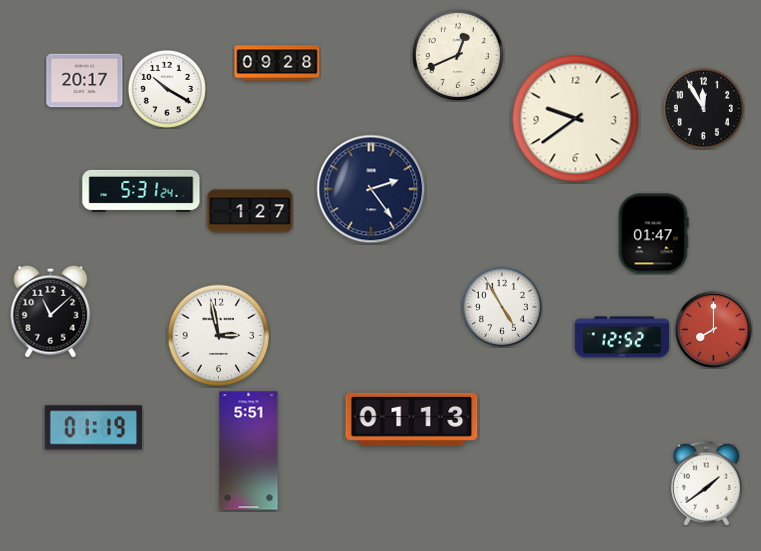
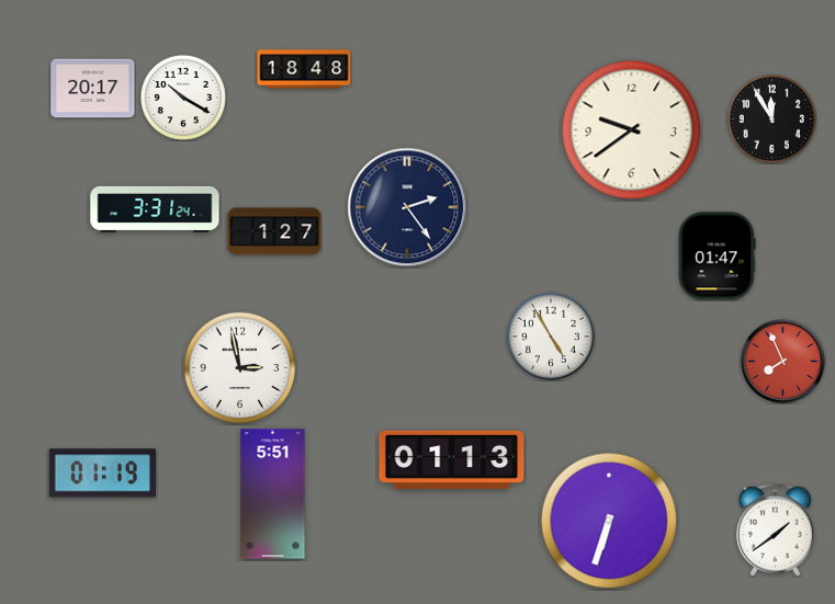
clock at (457, 54): 12:41 -> none
clock at (277, 63): 09:28 -> 18:48
clock at (141, 191): 5:31 -> 3:31
clock at (51, 311): 11:08 -> none
clock at (714, 330): 8:00 -> 7:56
clock at (622, 337): 12:52 -> none
clock at (93, 428) position: (93, 428) -> (102, 474)
clock at (609, 521): none -> 6:33
